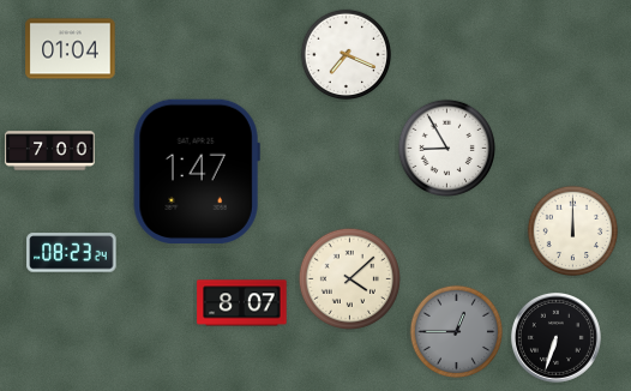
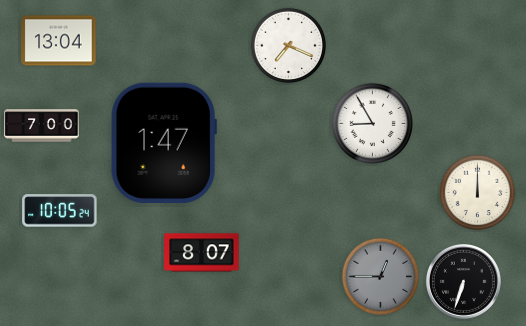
clock at (71, 49): 01:04 -> 13:04
clock at (72, 253): 08:23 -> 10:05
clock at (349, 278): 4:08 -> none
